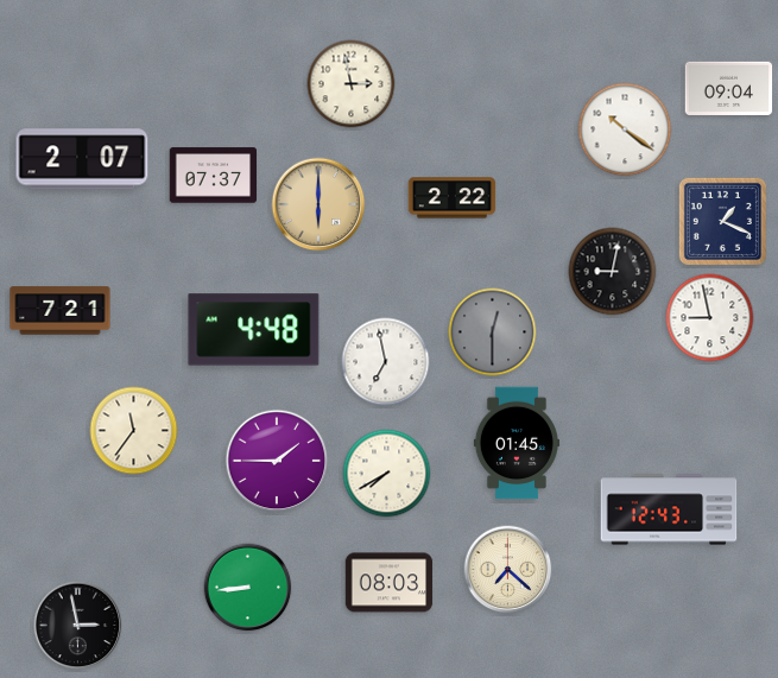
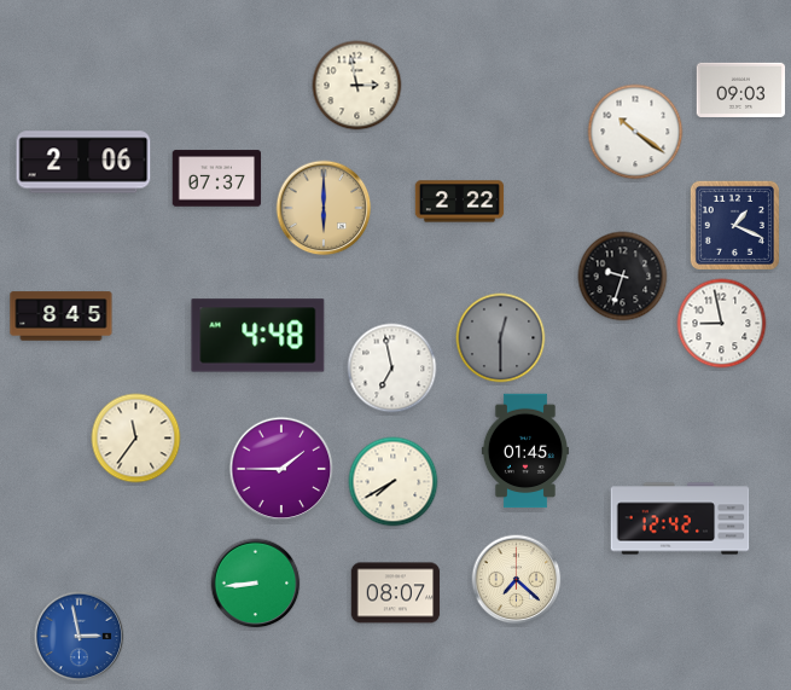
clock at (729, 88): 09:04 -> 09:03
clock at (82, 159): 2:07 -> 2:06
clock at (613, 272): 9:02 -> 9:33
clock at (61, 311): 7:21 -> 8:45
clock at (669, 509): 12:43 -> 12:42
clock at (390, 583): 08:03 -> 08:07
clock at (248, 588) position: (248, 588) -> (256, 584)
clock at (78, 626) dial: black -> blue
